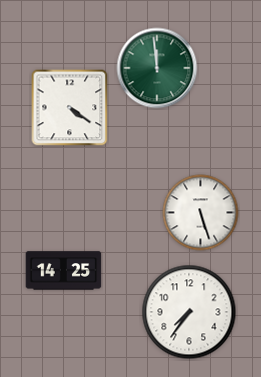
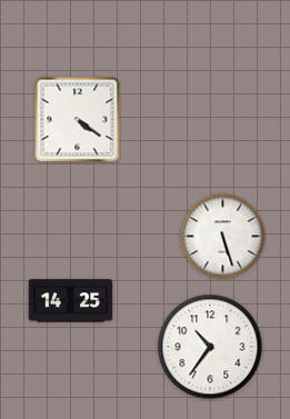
clock at (157, 68): 11:59 -> none
clock at (189, 312): 7:36 -> 10:36
